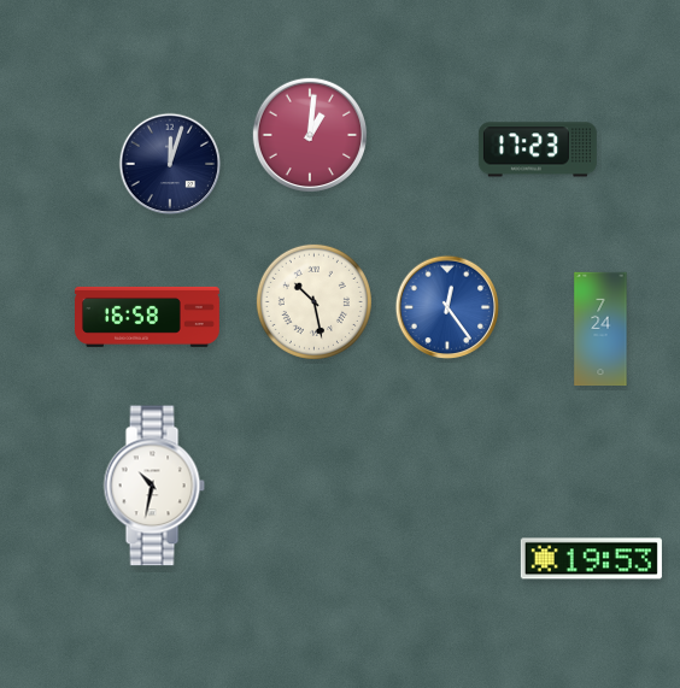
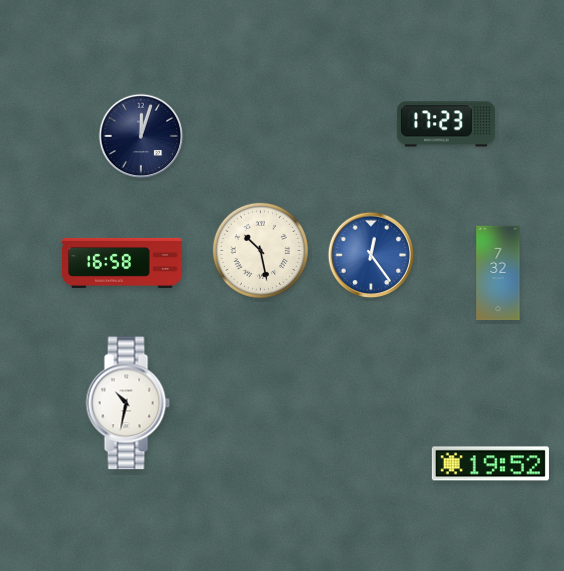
clock at (309, 134): 1:01 -> none
clock at (600, 329): 7:24 -> 7:32
clock at (591, 559): 19:53 -> 19:52
